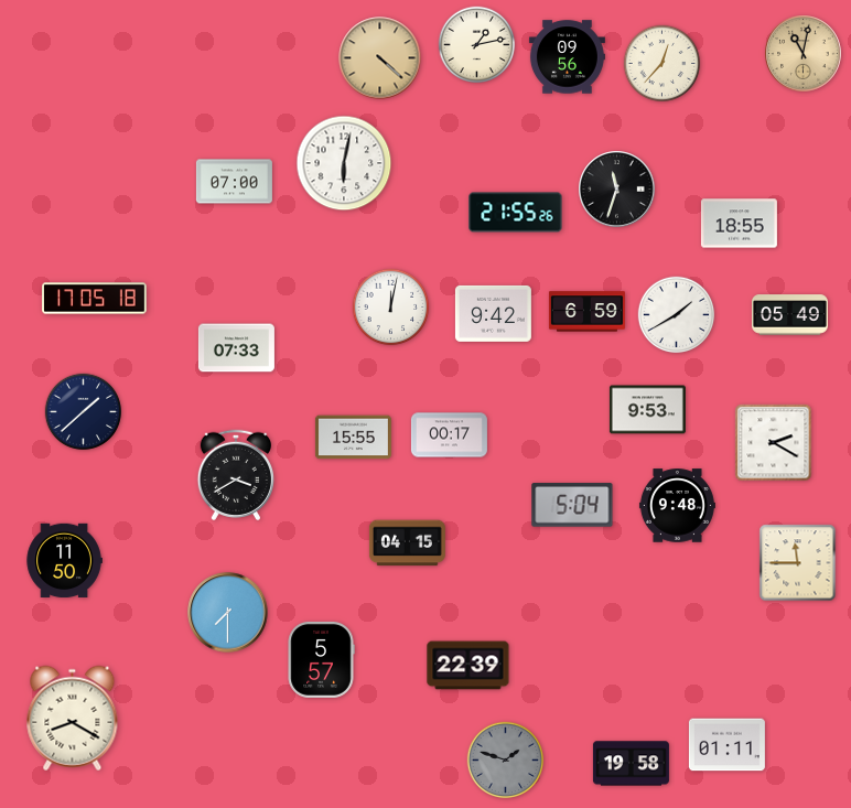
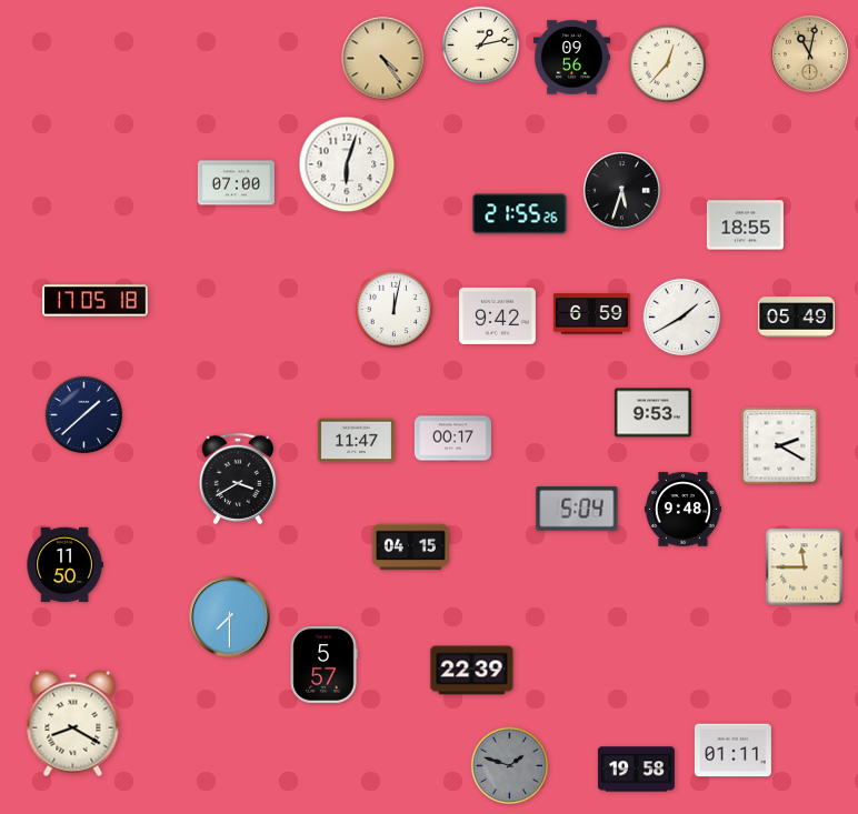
clock at (380, 58): 4:22 -> 4:24
clock at (344, 163): 6:02 -> 6:03
clock at (617, 190): 11:33 -> 5:33
clock at (236, 348): 07:33 -> none
clock at (353, 438): 15:55 -> 11:47
